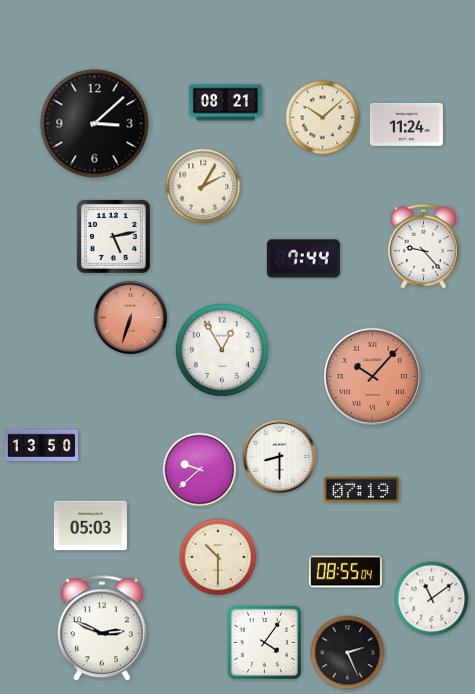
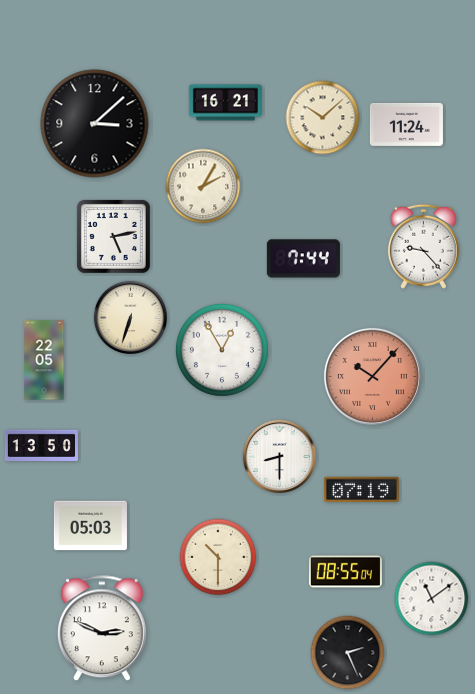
clock at (225, 103): 08:21 -> 16:21
clock at (131, 318) dial: salmon -> cream
clock at (44, 360): none -> 22:05
clock at (200, 470): 9:38 -> none
clock at (265, 643): 4:06 -> none
